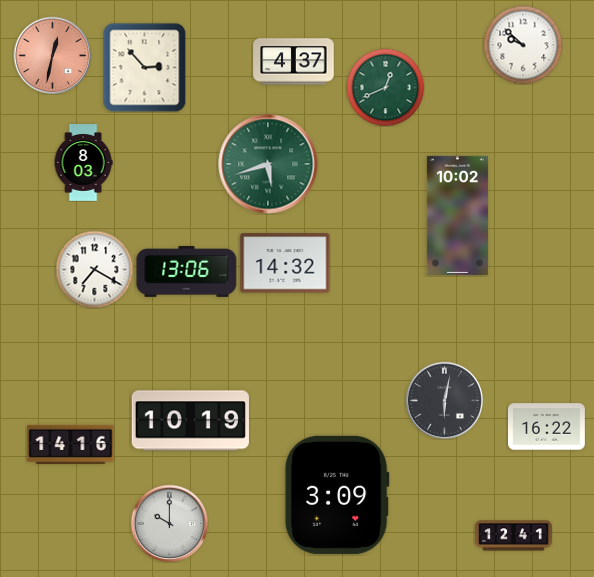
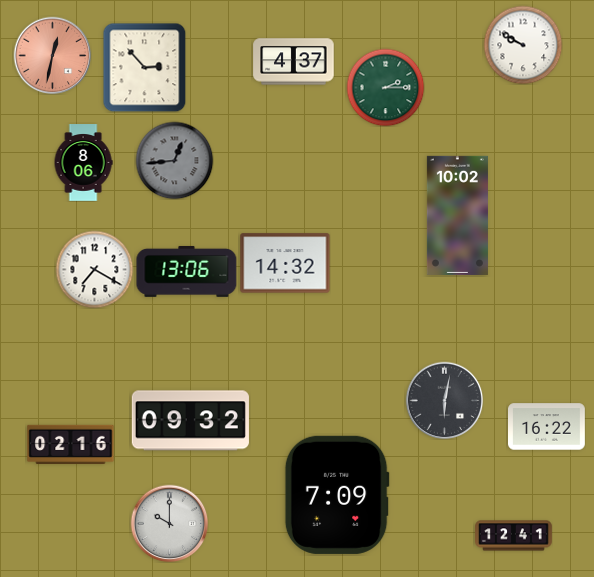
clock at (523, 45): 9:52 -> 9:50
clock at (385, 87): 12:41 -> 2:15
clock at (174, 160): none -> 12:44
clock at (83, 163): 8:03 -> 8:06
clock at (268, 164): 5:42 -> none
clock at (190, 421): 10:19 -> 09:32
clock at (71, 444): 14:16 -> 02:16
clock at (337, 495): 3:09 -> 7:09
